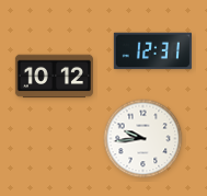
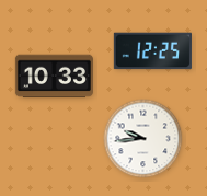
clock at (152, 51): 12:31 -> 12:25
clock at (54, 77): 10:12 -> 10:33
